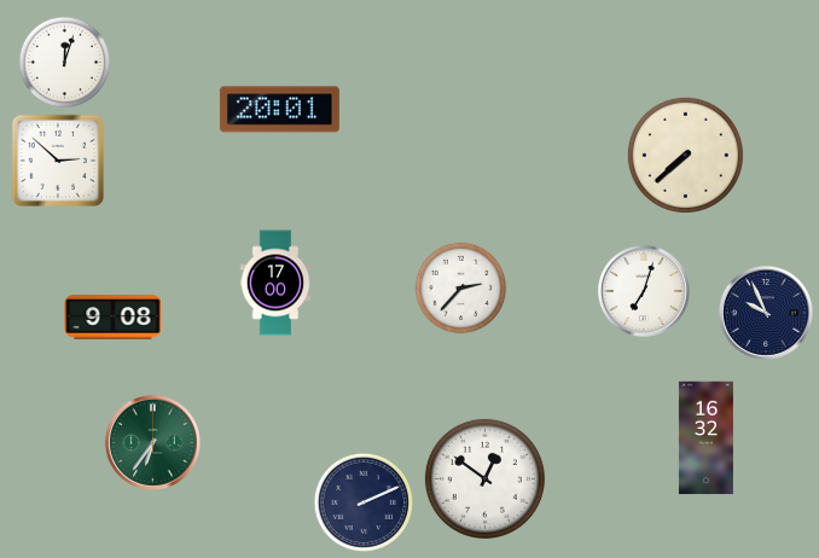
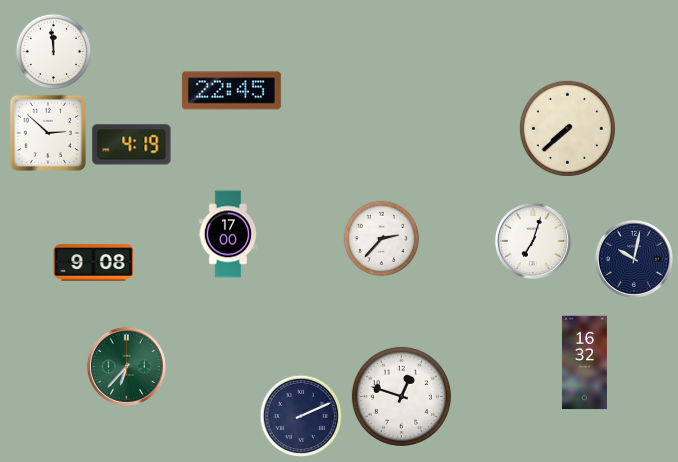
clock at (65, 63): 12:03 -> 11:59
clock at (279, 110): 20:01 -> 22:45
clock at (132, 145): none -> 4:19
clock at (766, 313): 9:56 -> 10:02
clock at (152, 442): 6:36 -> 6:37
clock at (484, 478): 12:51 -> 12:48
